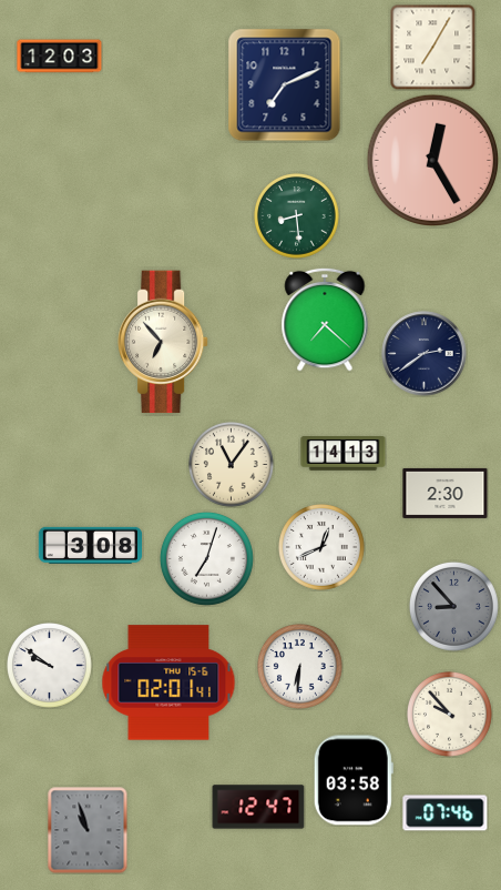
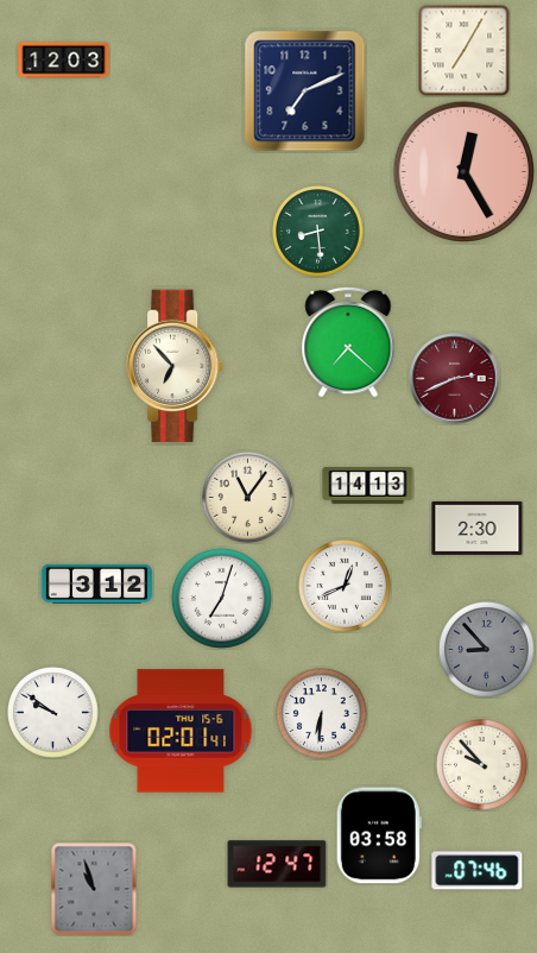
clock at (425, 354): 2:39 -> 2:41
clock at (425, 354) dial: navy -> burgundy
clock at (91, 545): 3:08 -> 3:12
